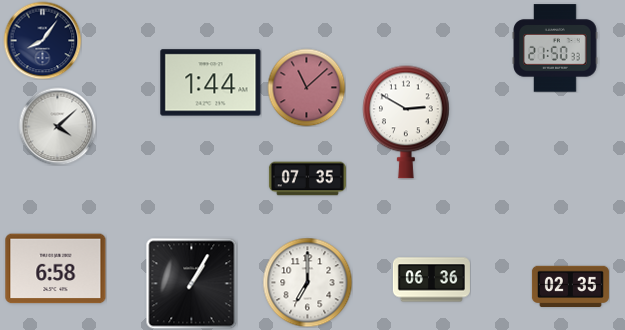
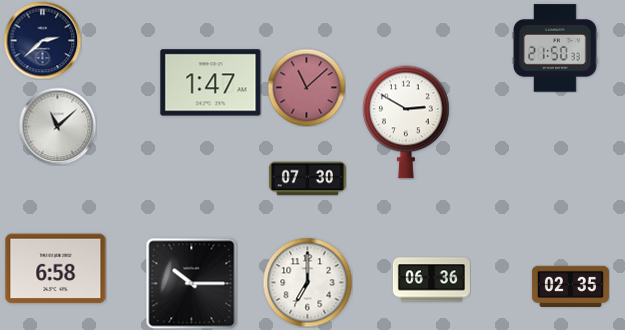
clock at (42, 40): 8:06 -> 2:38
clock at (211, 83): 1:44 -> 1:47
clock at (57, 126): 4:08 -> 11:08
clock at (307, 179): 07:35 -> 07:30
clock at (191, 283): 1:05 -> 10:15
